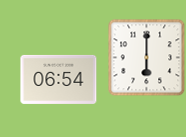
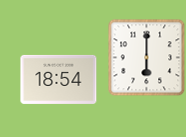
clock at (59, 79): 06:54 -> 18:54
